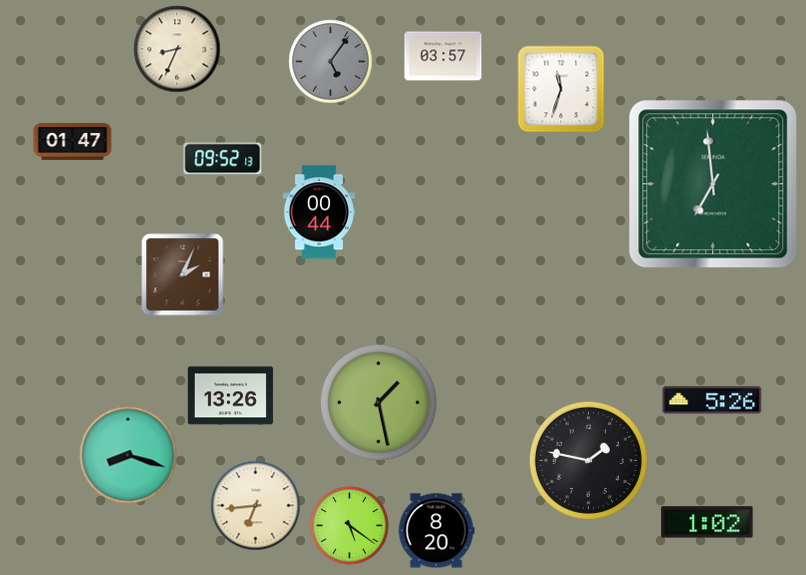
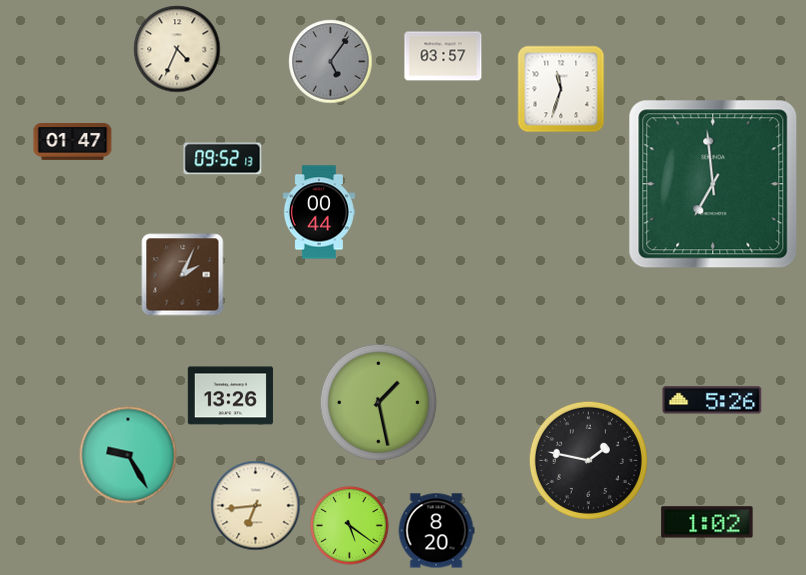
clock at (177, 49): 8:34 -> 4:34
clock at (128, 455): 8:18 -> 9:25
